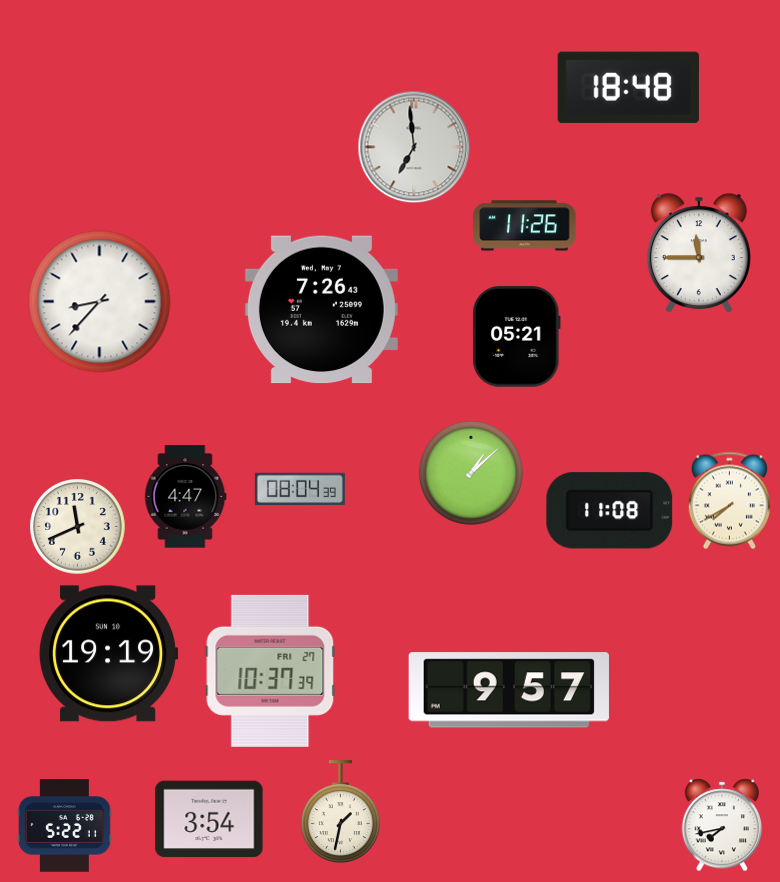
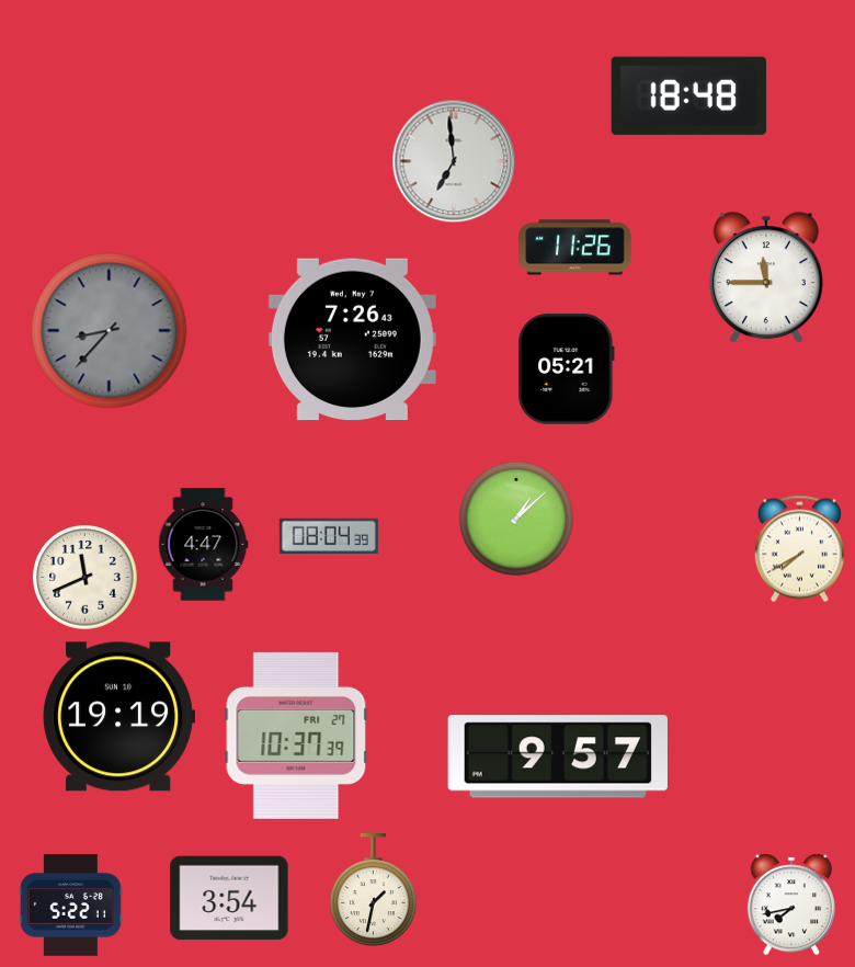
clock at (100, 302) dial: white -> grey
clock at (610, 511): 11:08 -> none
